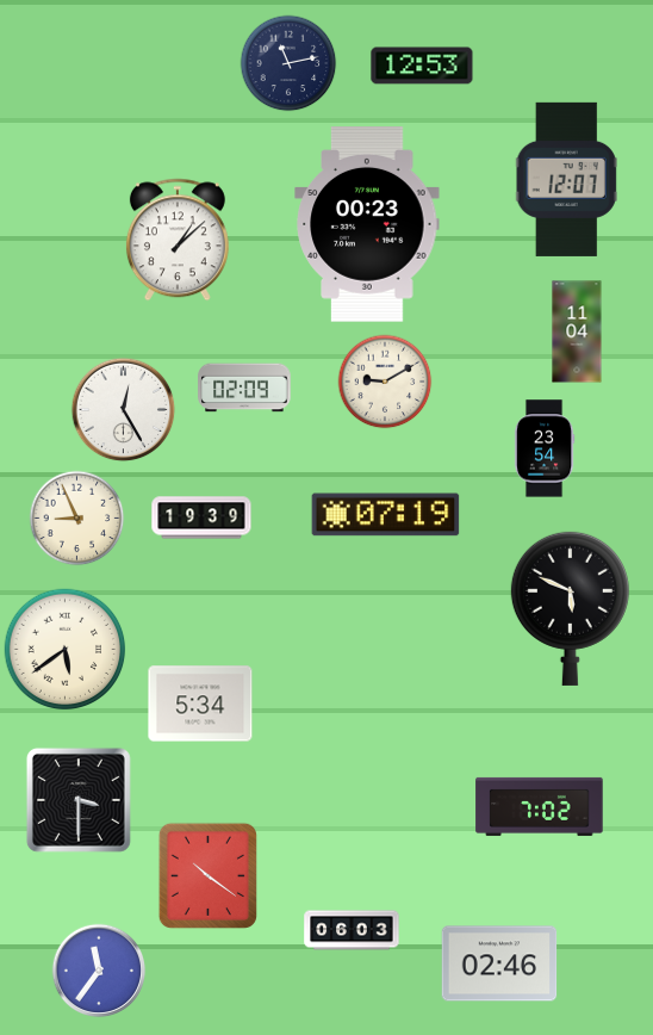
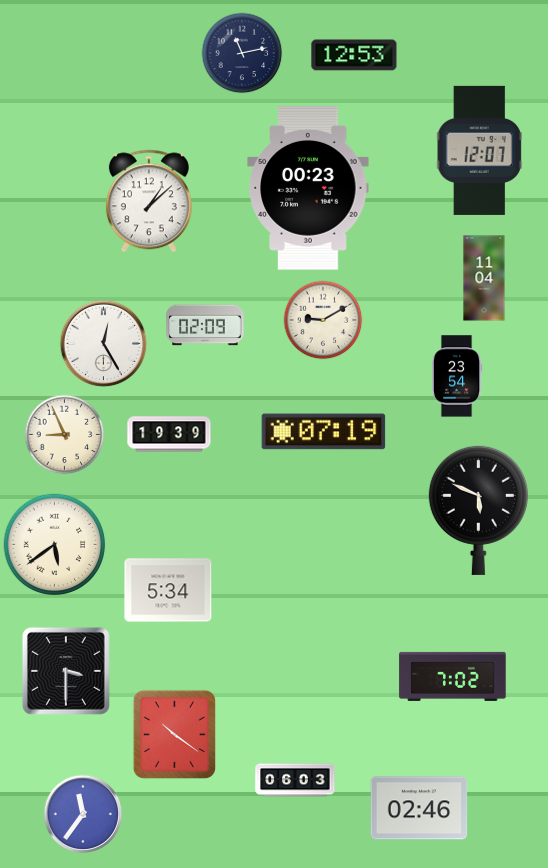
clock at (566, 179) position: (566, 179) -> (479, 150)
